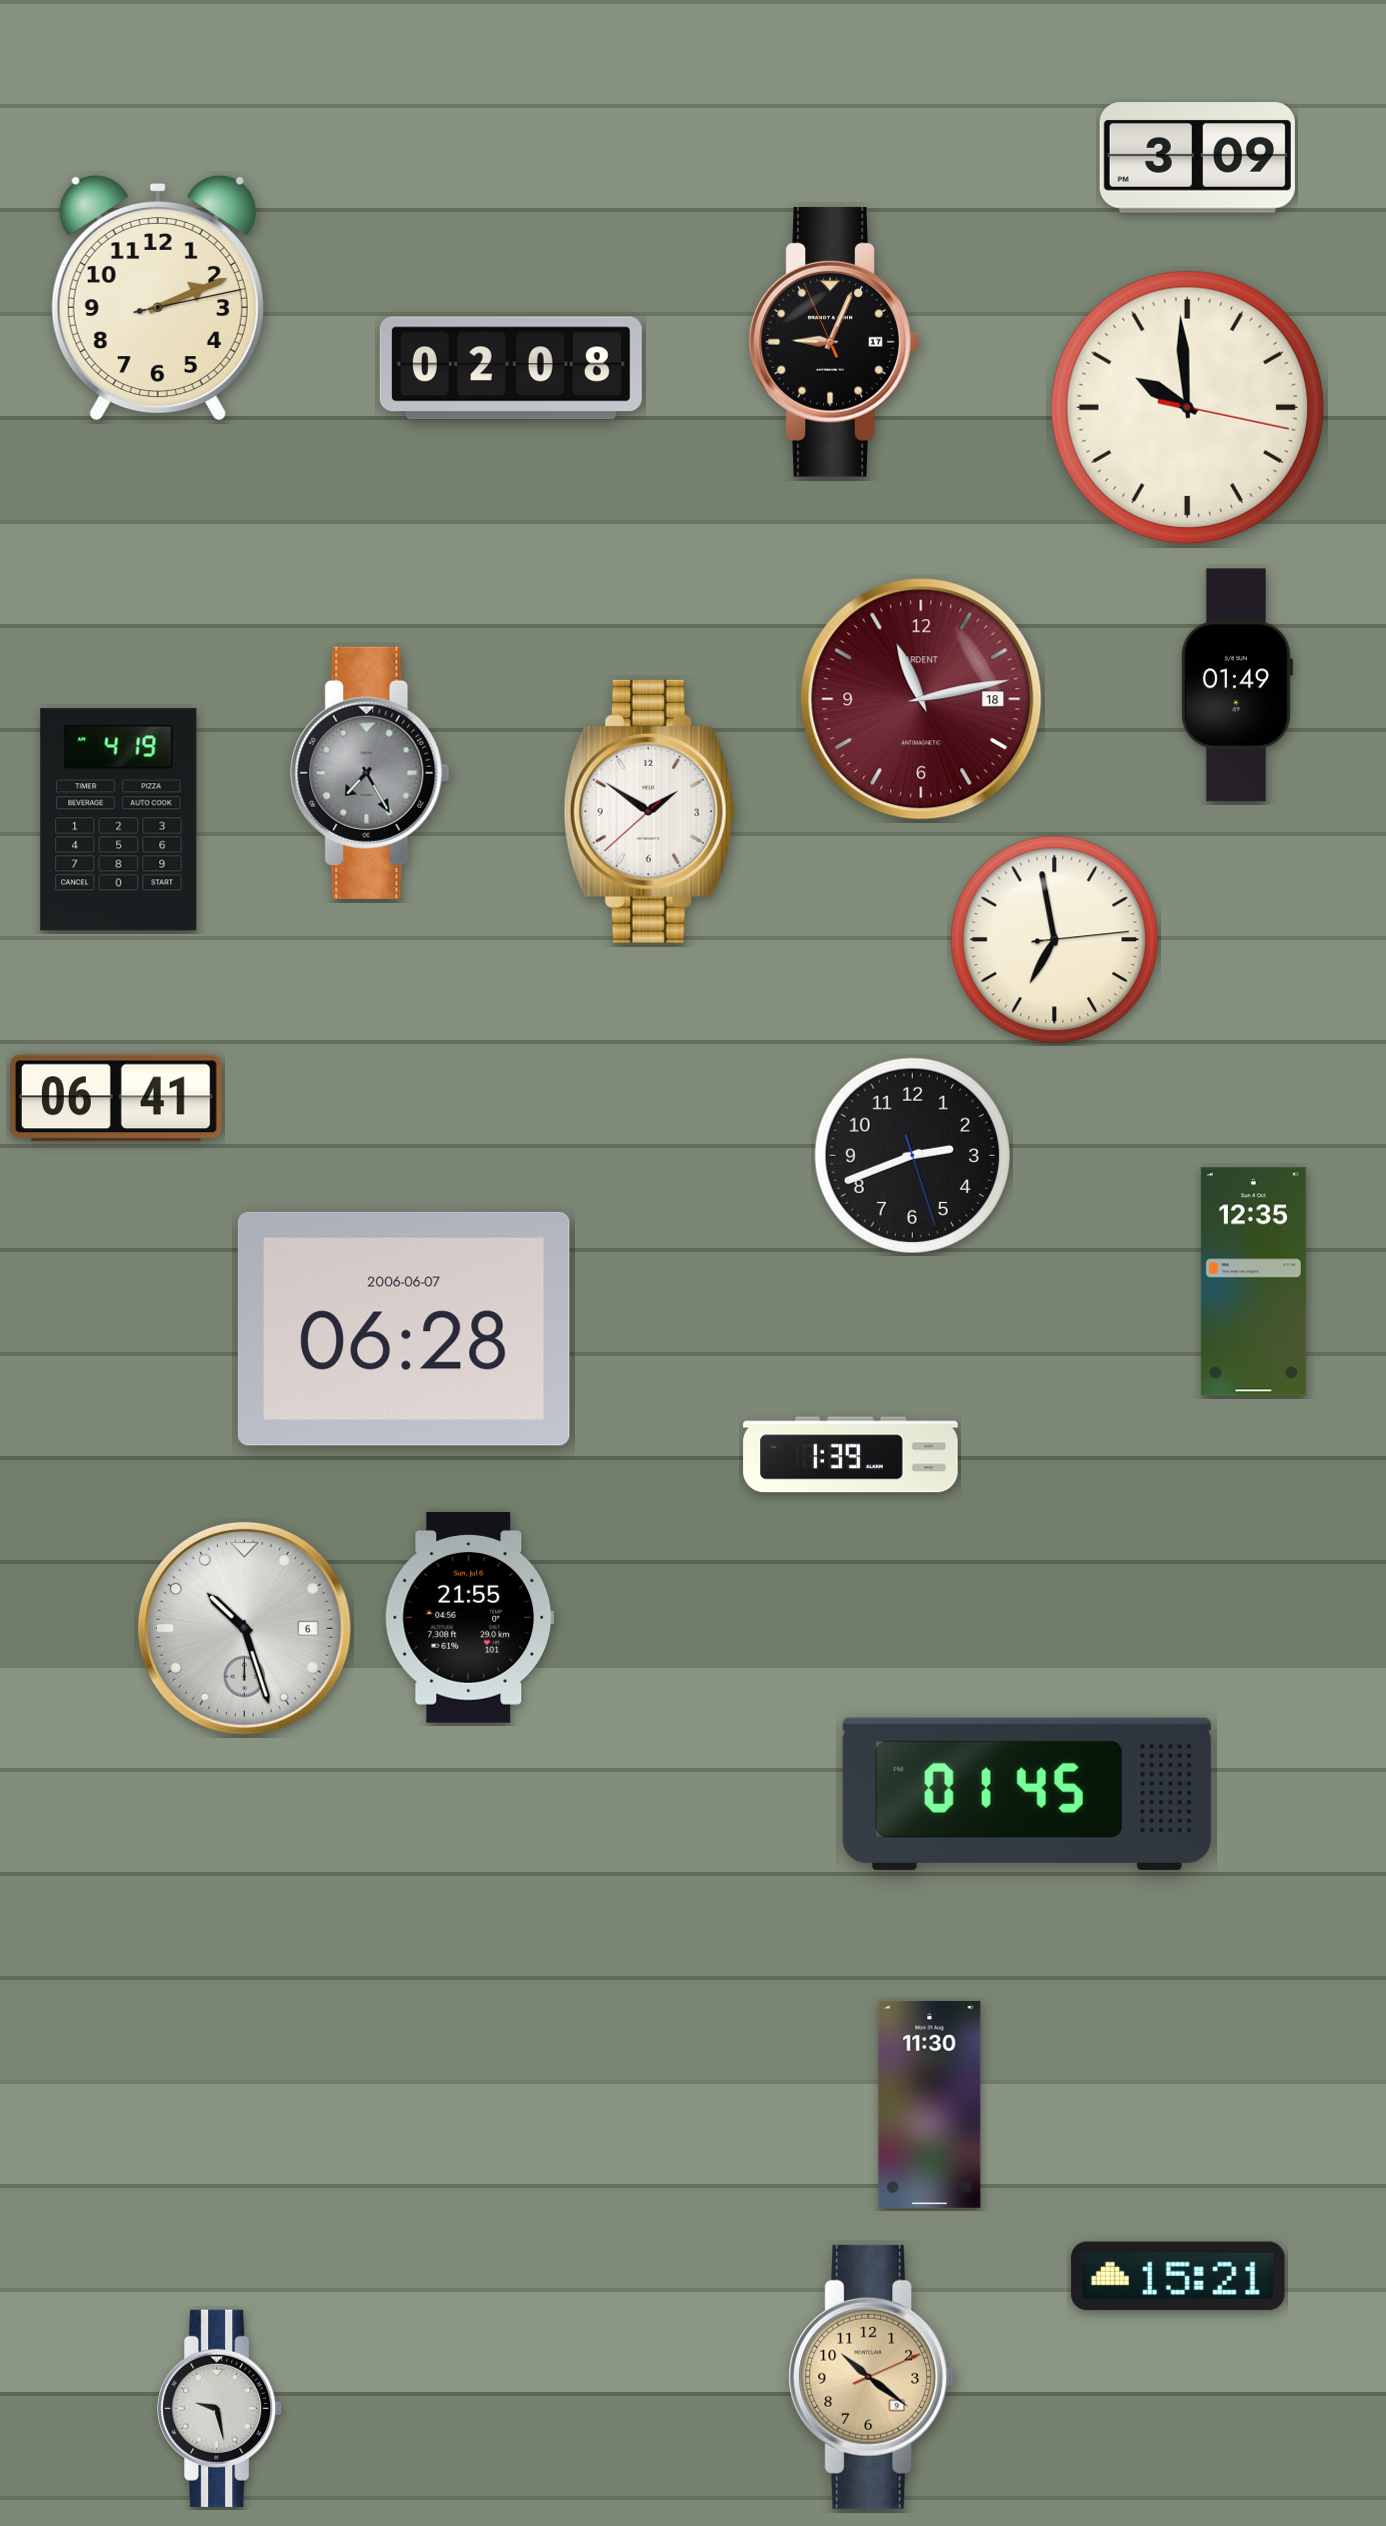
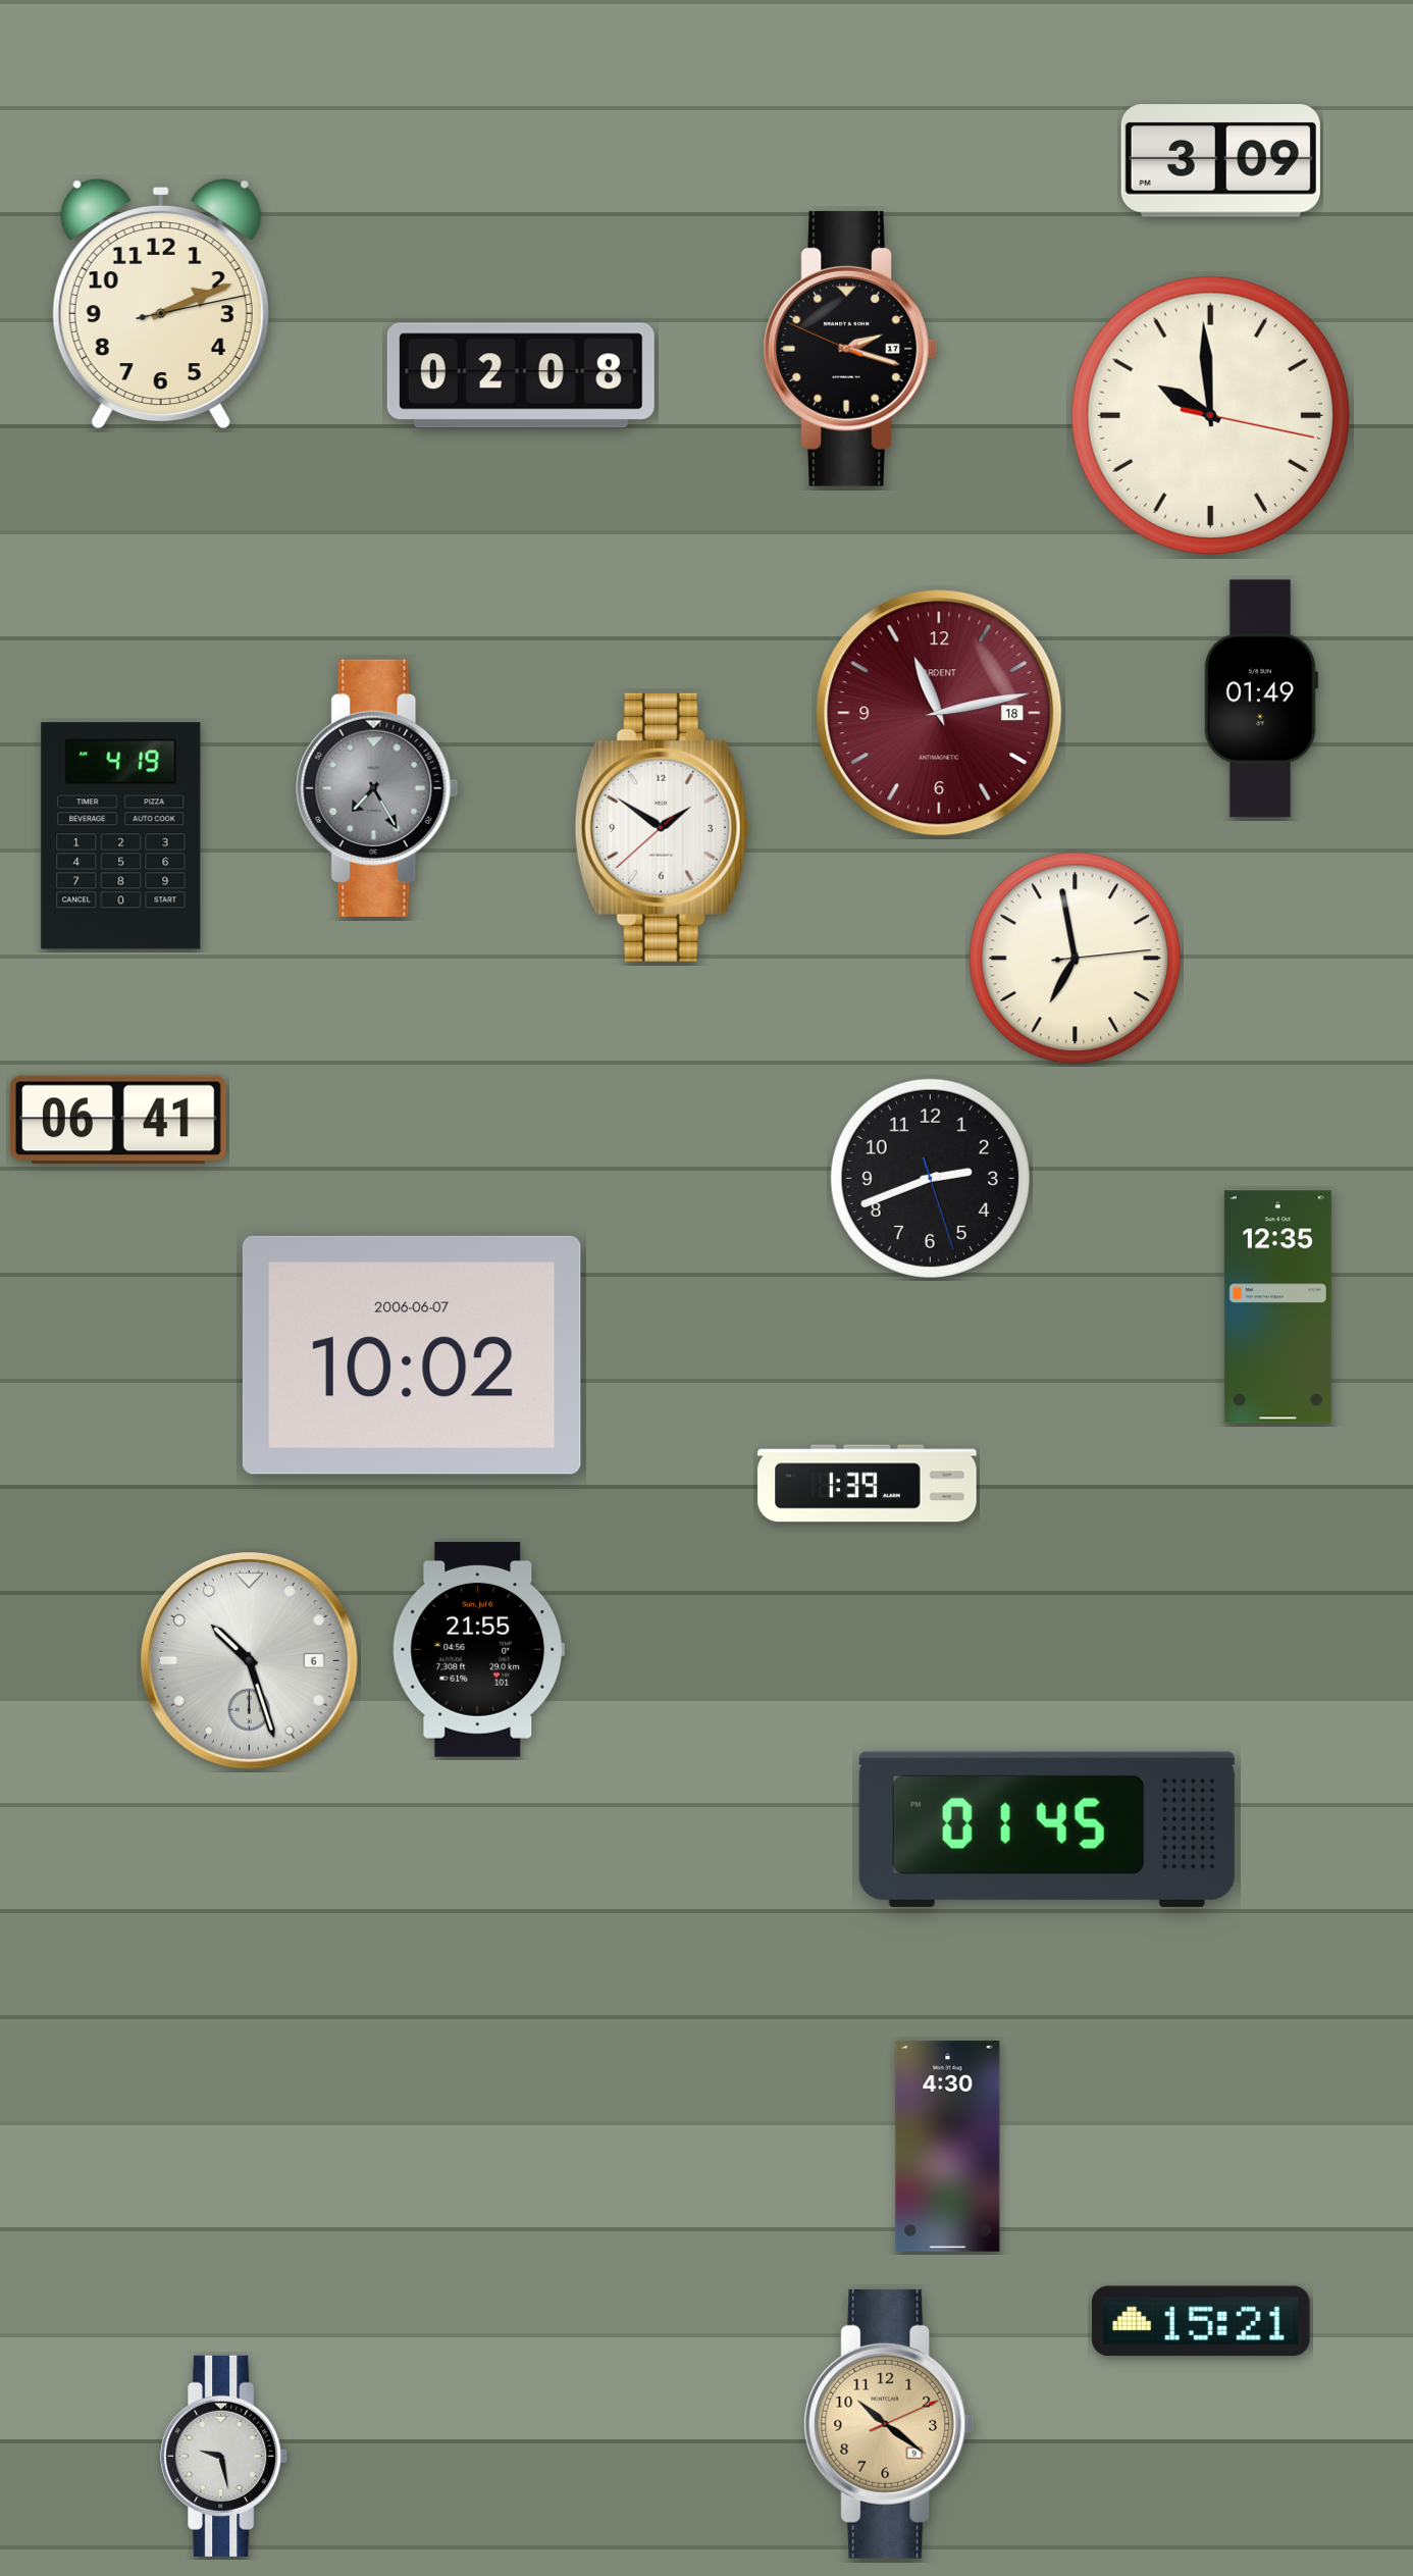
clock at (834, 342): 9:03 -> 2:17
clock at (404, 1329): 06:28 -> 10:02
clock at (930, 2104): 11:30 -> 4:30
